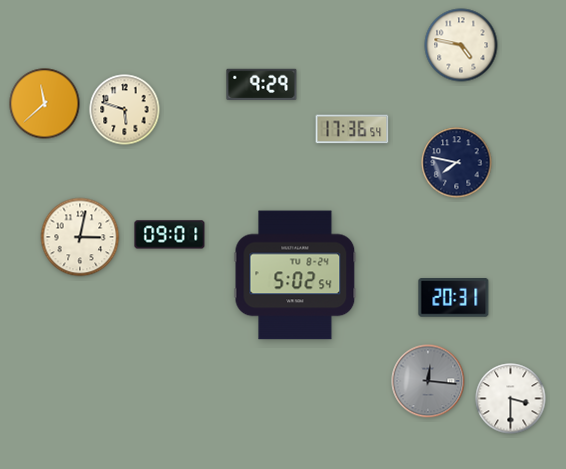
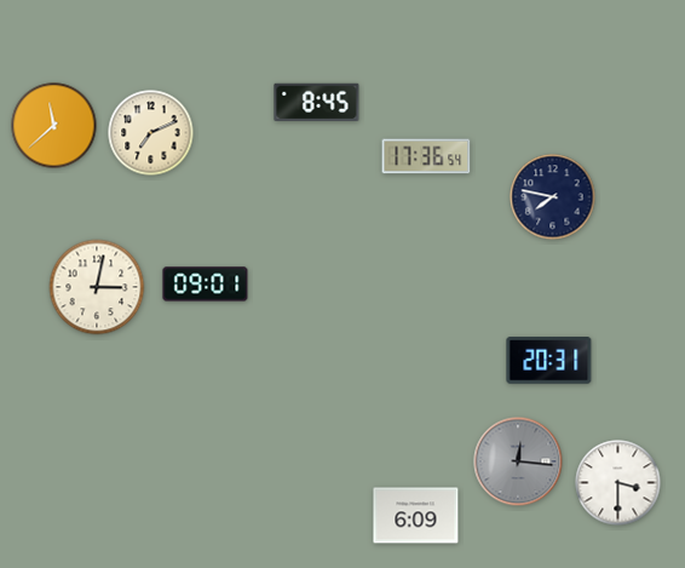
clock at (461, 45): 4:47 -> none
clock at (262, 85): 9:29 -> 8:45
clock at (125, 110): 5:48 -> 7:11
clock at (295, 275): 5:02 -> none
clock at (416, 516): none -> 6:09
